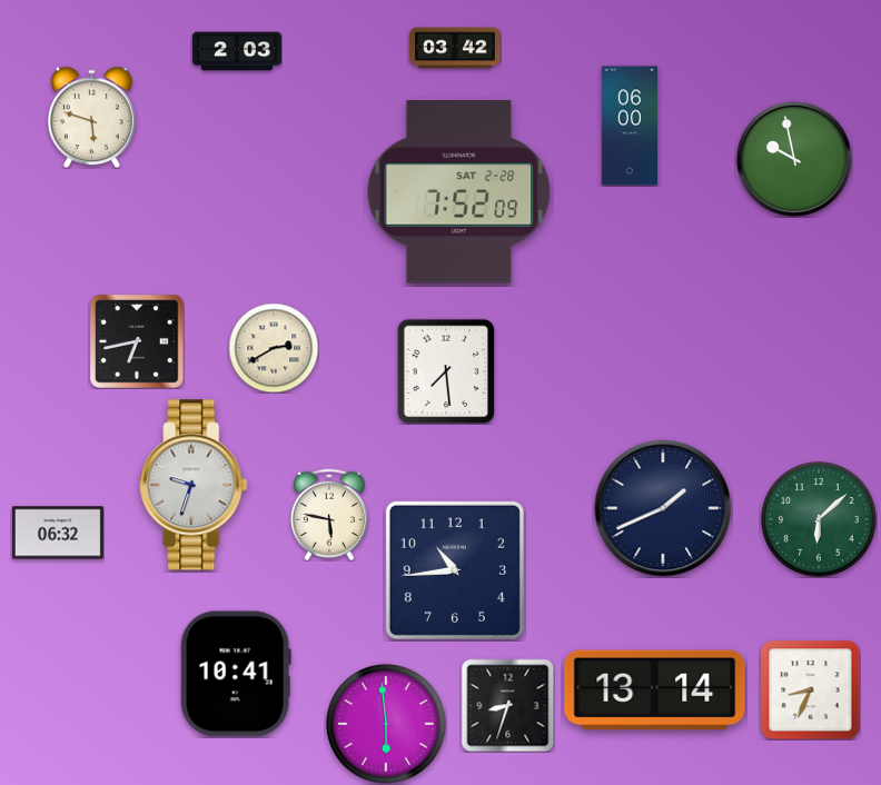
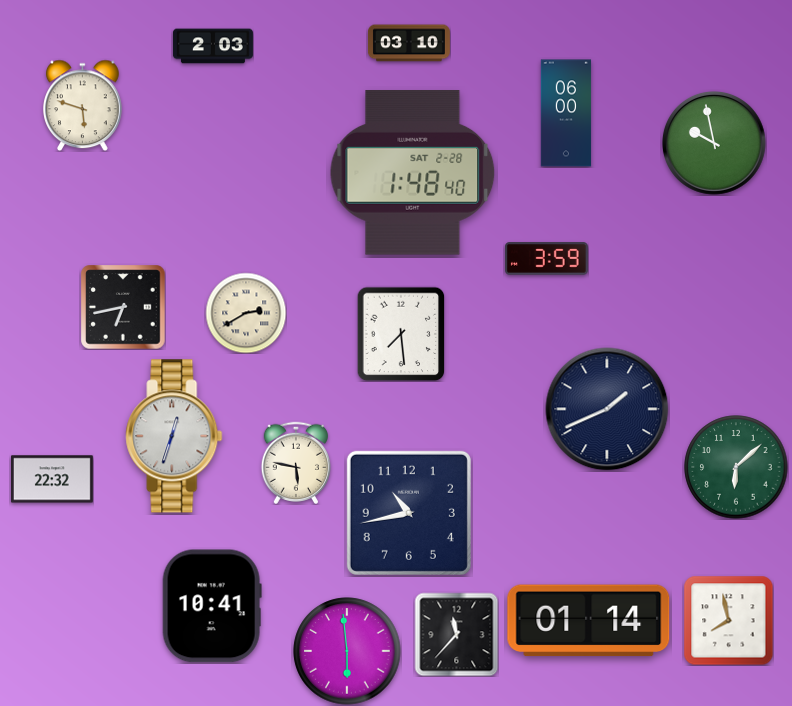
clock at (455, 48): 03:42 -> 03:10
clock at (459, 192): 7:52 -> 1:48
clock at (546, 259): none -> 3:59
clock at (194, 485): 9:33 -> 12:33
clock at (663, 508) position: (663, 508) -> (607, 409)
clock at (58, 533): 06:32 -> 22:32
clock at (455, 570): 10:44 -> 10:43
clock at (810, 689): 8:34 -> 7:58
clock at (655, 690): 13:14 -> 01:14
clock at (507, 705): 8:33 -> 11:37
